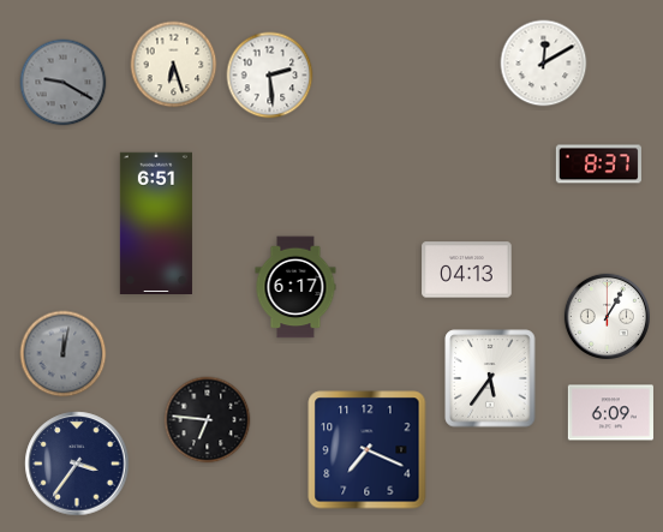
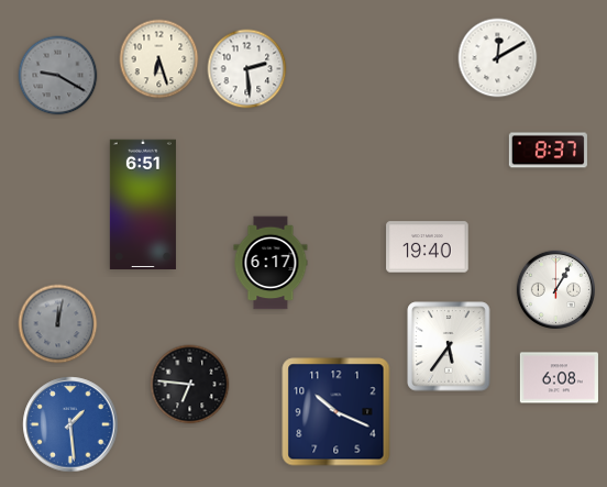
clock at (467, 270): 04:13 -> 19:40
clock at (610, 413): 6:09 -> 6:08
clock at (368, 450): 7:19 -> 10:19
clock at (77, 464): 3:36 -> 1:29
clock at (77, 464) dial: navy -> blue
